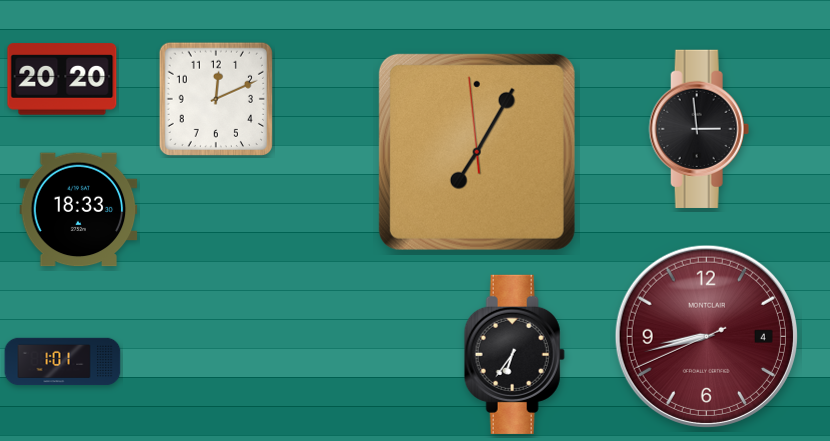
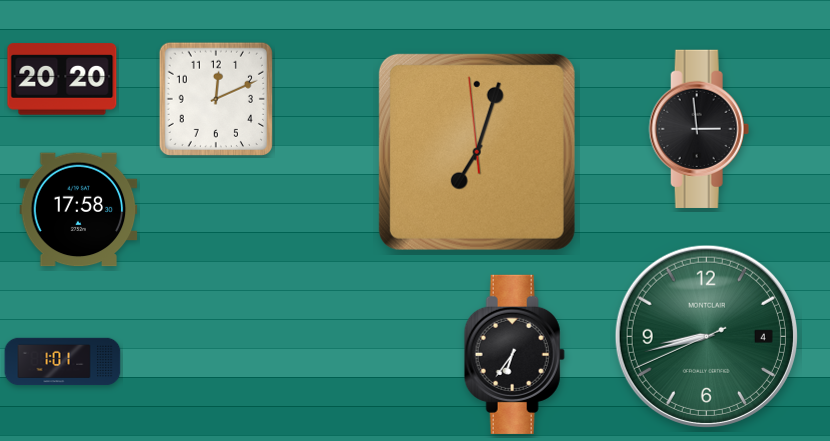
clock at (477, 152): 7:04 -> 7:02
clock at (79, 210): 18:33 -> 17:58
clock at (706, 336) dial: burgundy -> green
